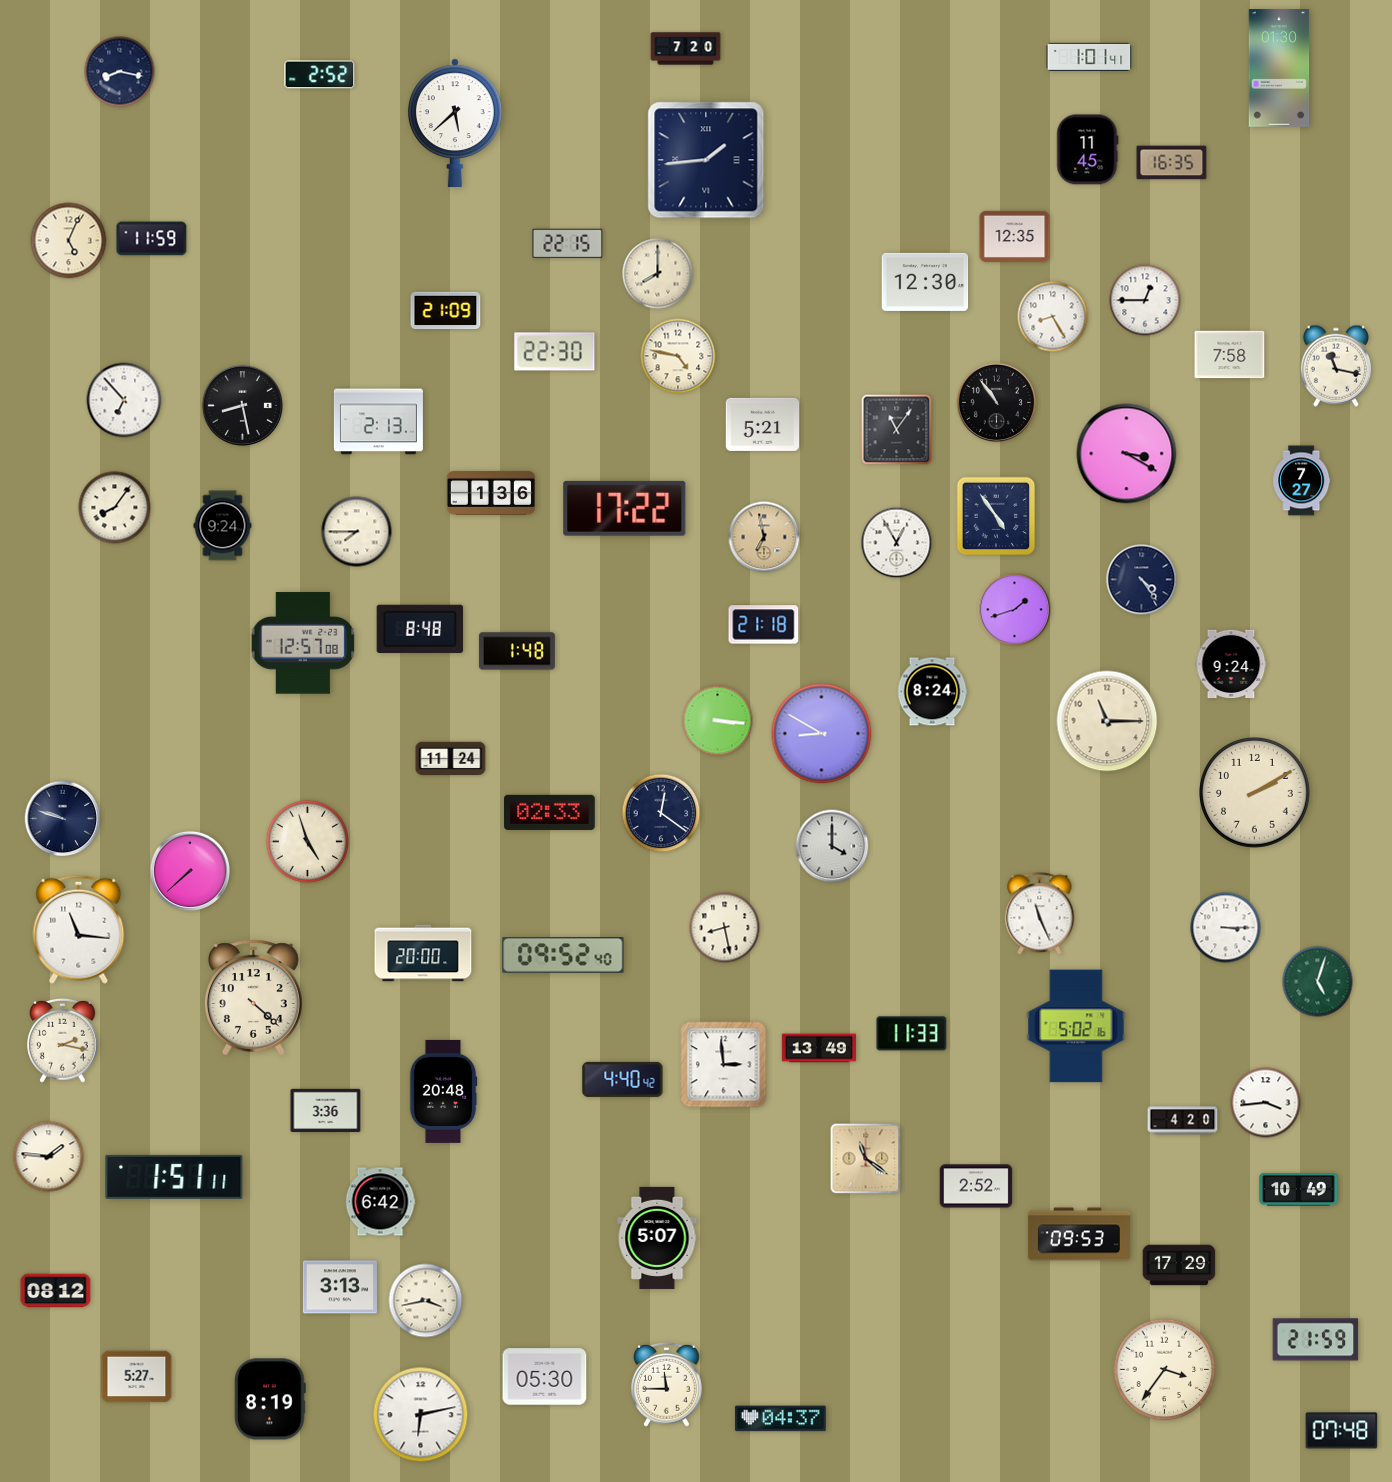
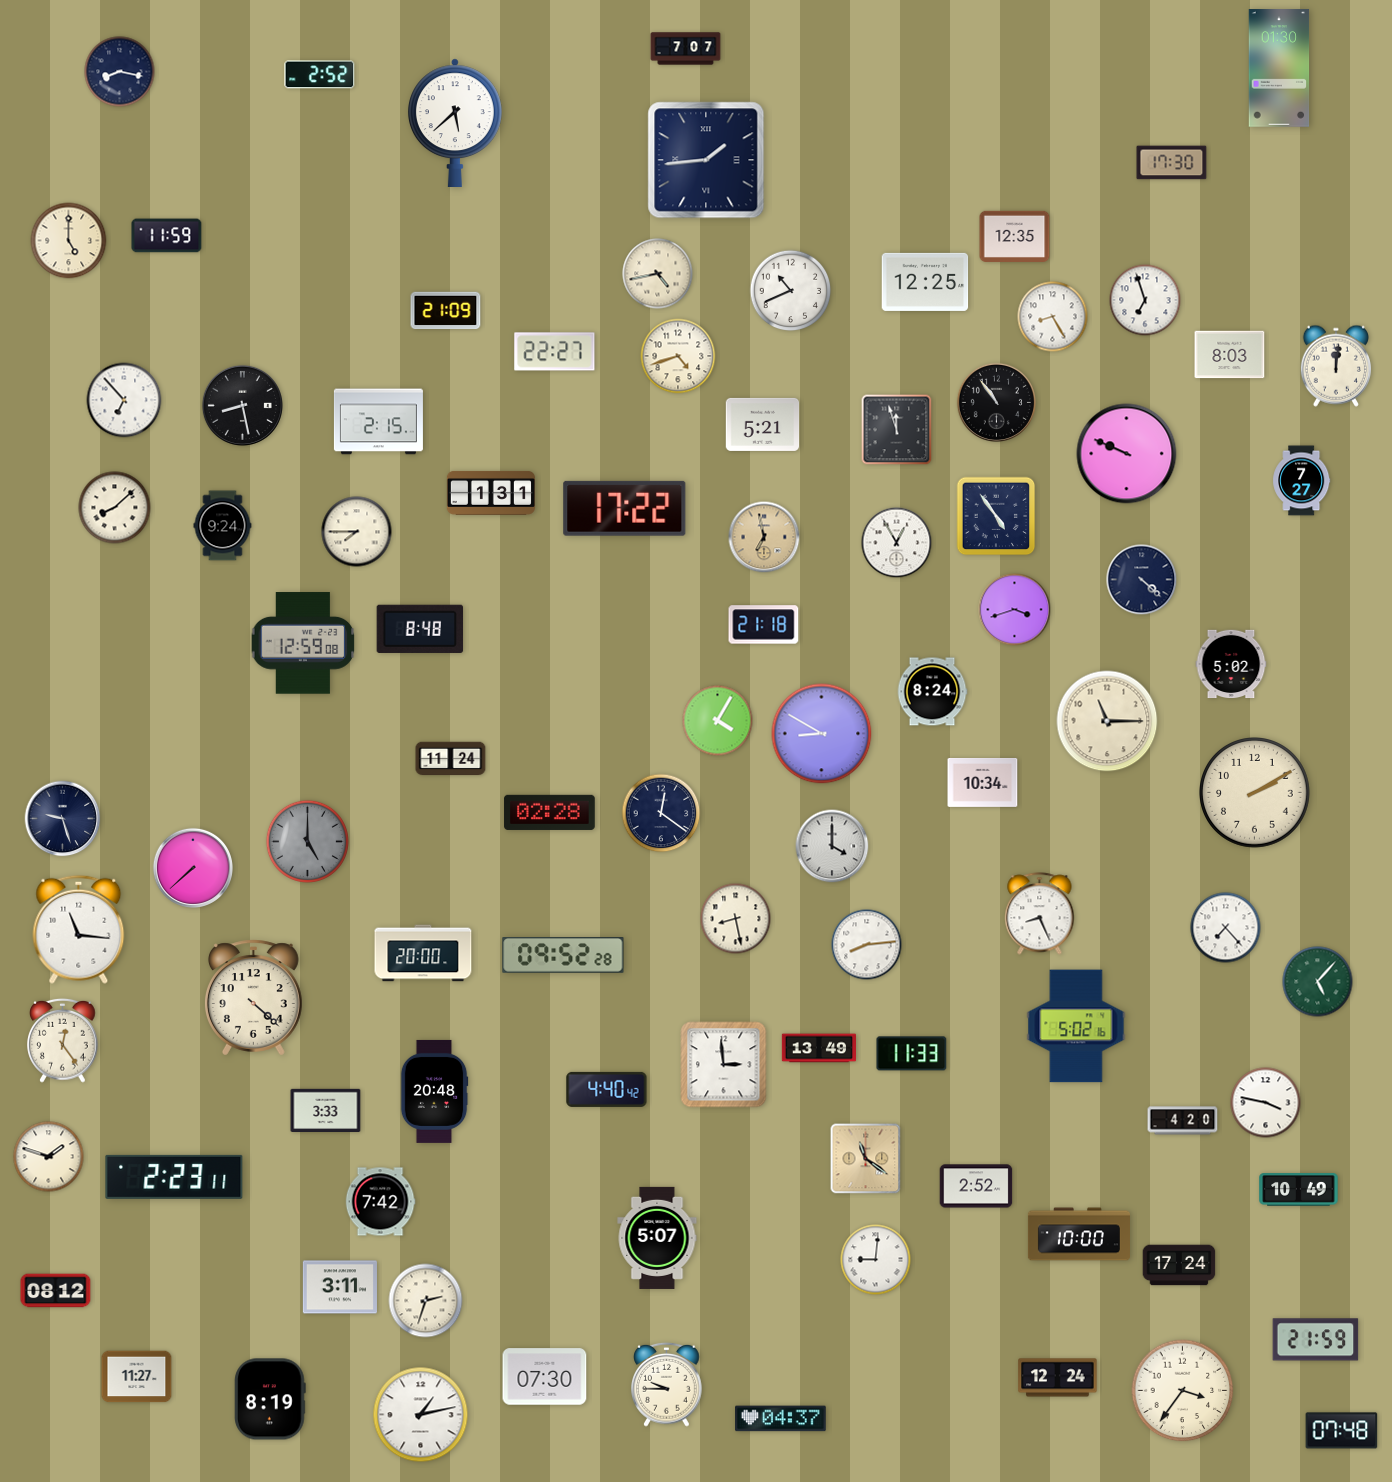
clock at (686, 49): 7:20 -> 7:07
clock at (1089, 57): 1:01 -> none
clock at (1088, 150): 11:45 -> none
clock at (1172, 163): 16:35 -> 17:30
clock at (152, 239) position: (152, 239) -> (167, 236)
clock at (69, 241): 5:04 -> 5:00
clock at (568, 243): 22:15 -> none
clock at (658, 274): 8:00 -> 4:43
clock at (925, 282): 12:30 -> 12:25
clock at (791, 291): none -> 10:41
clock at (1145, 300): 12:45 -> 6:57
clock at (555, 352): 22:30 -> 22:27
clock at (1230, 355): 7:58 -> 8:03
clock at (678, 356): 4:47 -> 4:42
clock at (1336, 366): 11:17 -> 12:01
clock at (378, 422): 2:13 -> 2:15
clock at (897, 430): 11:06 -> 11:57
clock at (1127, 454): 3:20 -> 9:49
clock at (491, 493): 1:36 -> 1:31
clock at (115, 508): 8:06 -> 8:08
clock at (1142, 580): 4:24 -> 4:22
clock at (1015, 610): 1:42 -> 3:42
clock at (303, 643): 12:57 -> 12:59
clock at (517, 651): 1:48 -> none
clock at (1231, 664): 9:24 -> 5:02
clock at (718, 721): 3:16 -> 4:05
clock at (983, 782): none -> 10:34
clock at (550, 812): 02:33 -> 02:28
clock at (63, 819): 9:48 -> 9:27
clock at (307, 841): 4:57 -> 5:00
clock at (307, 841) dial: cream -> grey
clock at (190, 871) position: (190, 871) -> (193, 868)
clock at (1040, 914): 11:26 -> 8:26
clock at (725, 928) position: (725, 928) -> (736, 919)
clock at (1226, 928): 3:15 -> 7:23
clock at (867, 945): none -> 8:14
clock at (563, 956): 09:52:40 -> 09:52:28
clock at (1318, 982): 5:03 -> 5:07
clock at (912, 1034) position: (912, 1034) -> (912, 1054)
clock at (63, 1040): 2:17 -> 12:24
clock at (623, 1079) position: (623, 1079) -> (607, 1089)
clock at (443, 1091) position: (443, 1091) -> (434, 1091)
clock at (1266, 1103): 3:44 -> 3:47
clock at (326, 1110): 3:36 -> 3:33
clock at (49, 1157): 1:46 -> 1:48
clock at (174, 1177): 1:51 -> 2:23
clock at (380, 1202): 6:42 -> 7:42
clock at (1079, 1234): 09:53 -> 10:00
clock at (876, 1260): none -> 9:01
clock at (1179, 1265): 17:29 -> 17:24
clock at (340, 1287): 3:13 -> 3:11
clock at (426, 1301): 3:43 -> 2:33
clock at (1165, 1370) position: (1165, 1370) -> (1183, 1391)
clock at (137, 1377): 5:27 -> 11:27
clock at (545, 1377): 05:30 -> 07:30
clock at (1058, 1378): none -> 12:24
clock at (667, 1384): 11:45 -> 9:45
clock at (421, 1415): 6:13 -> 1:13
